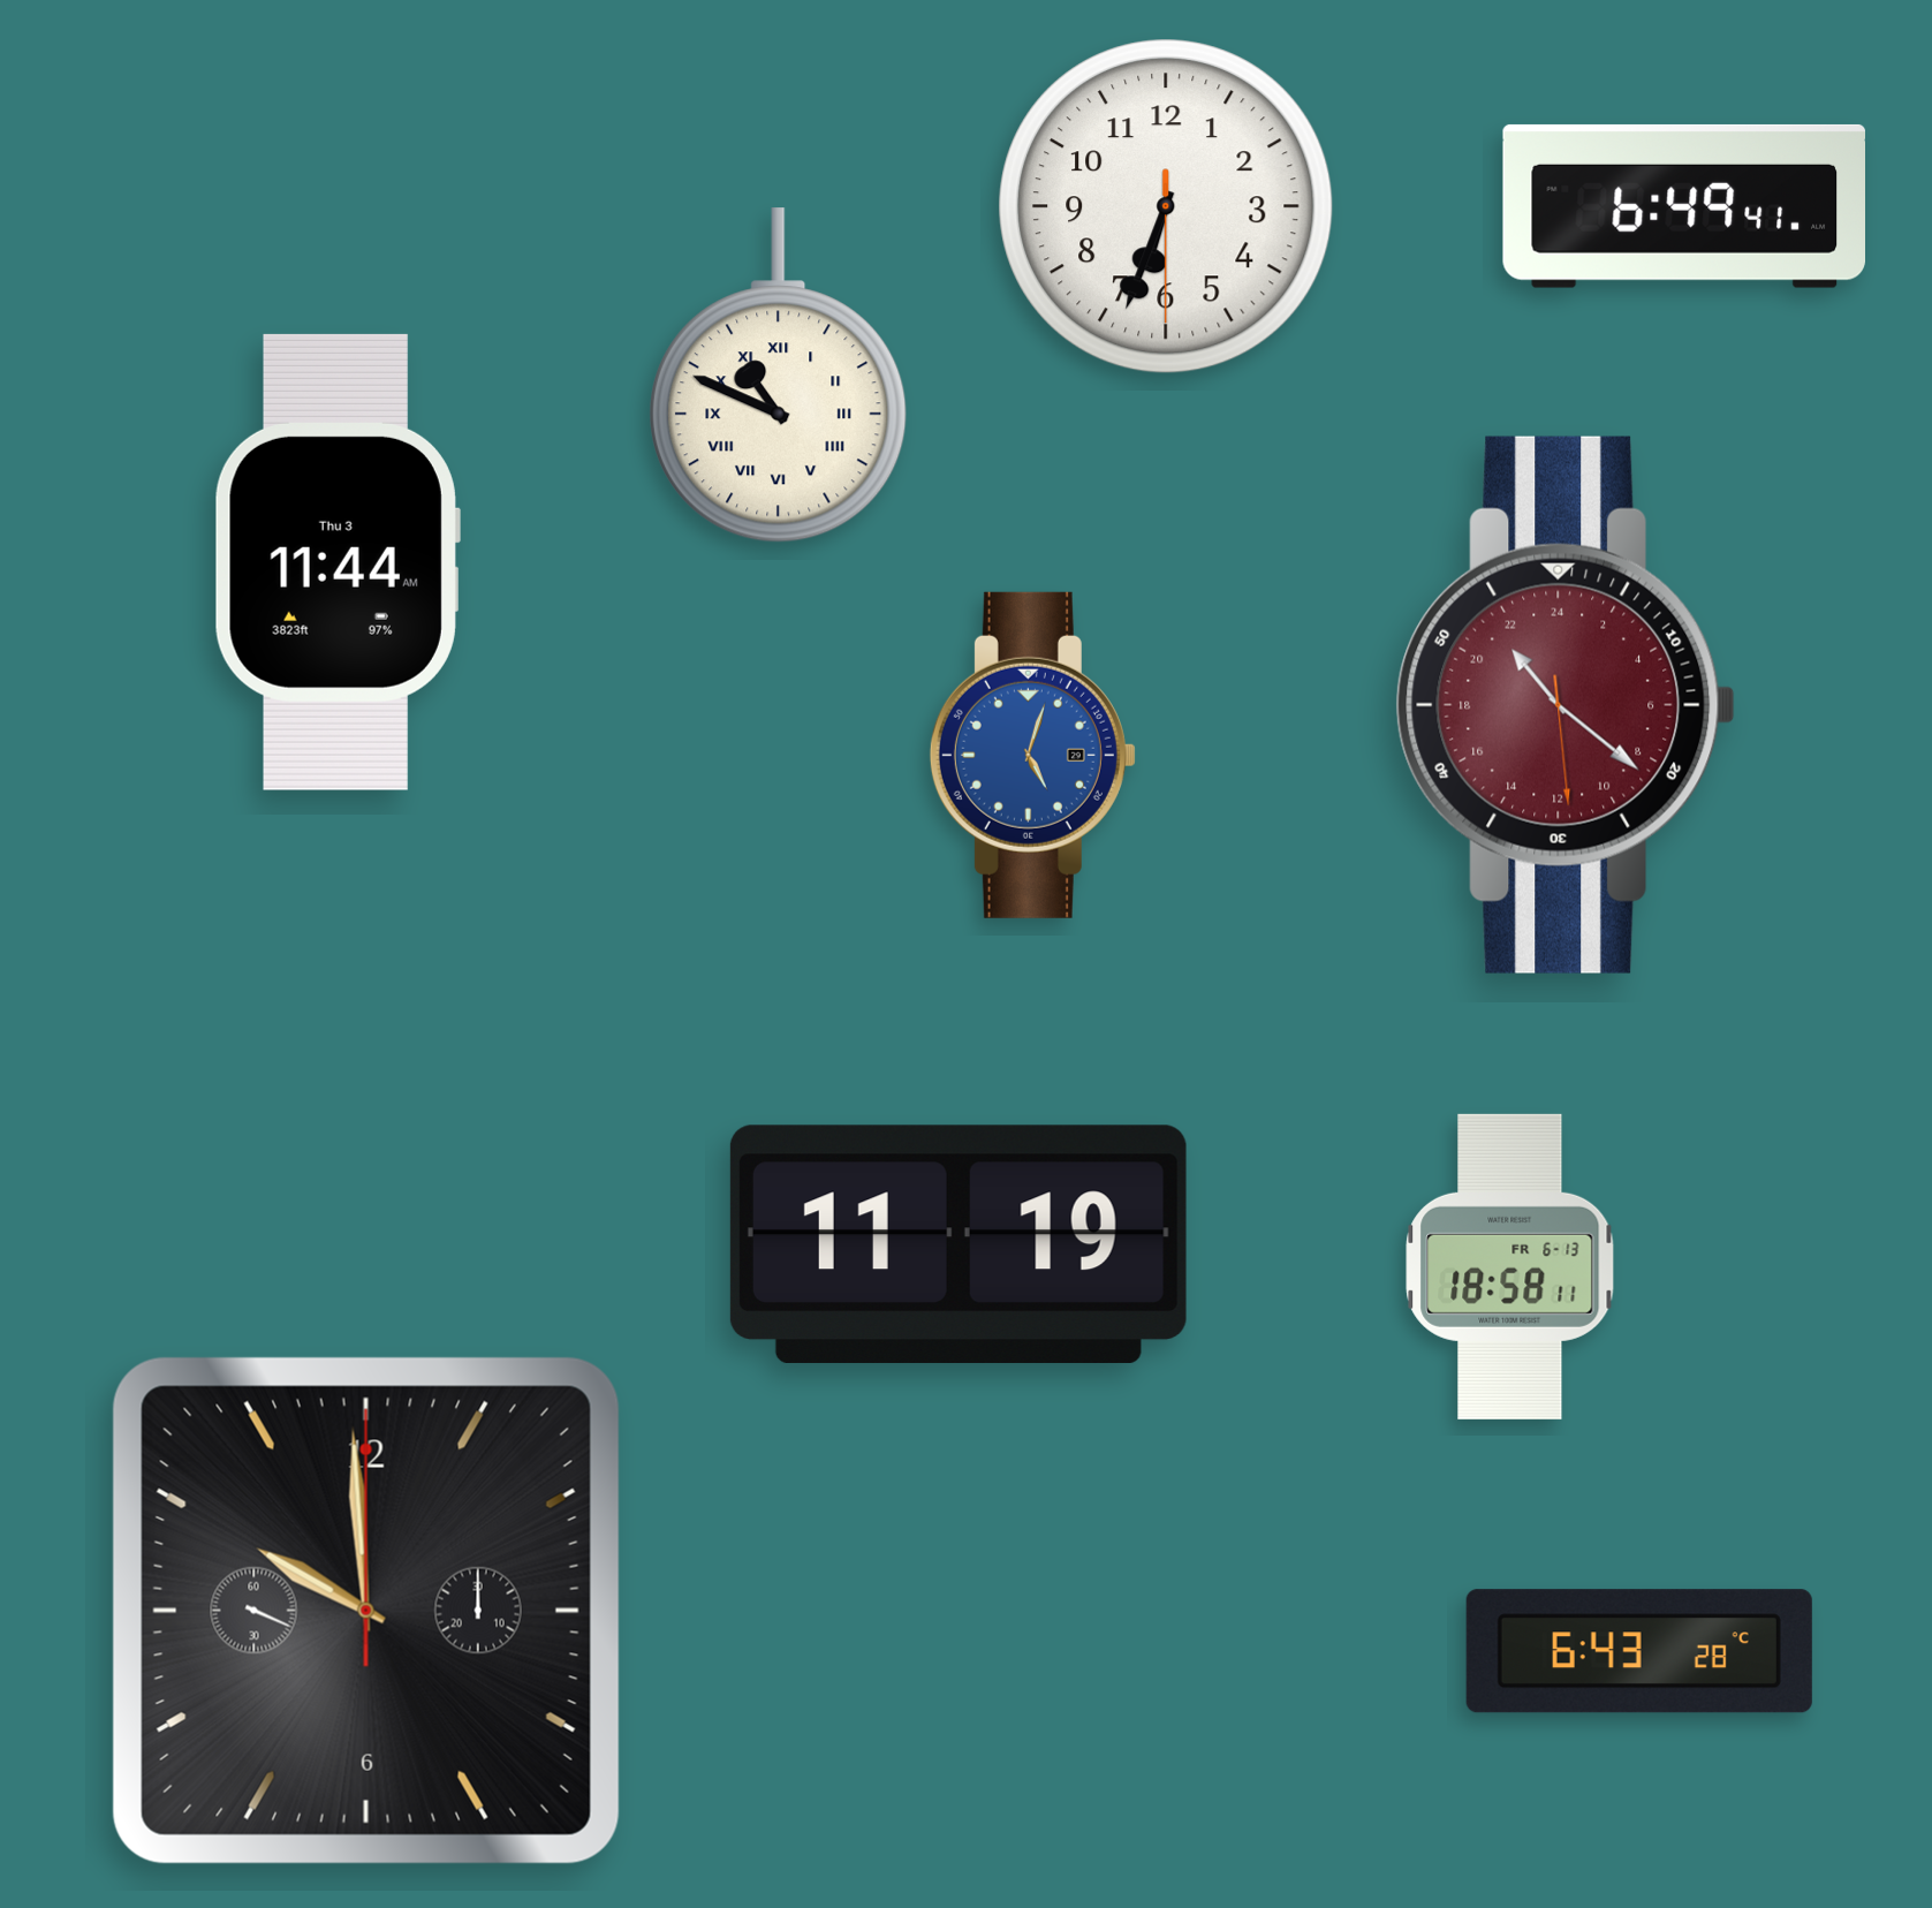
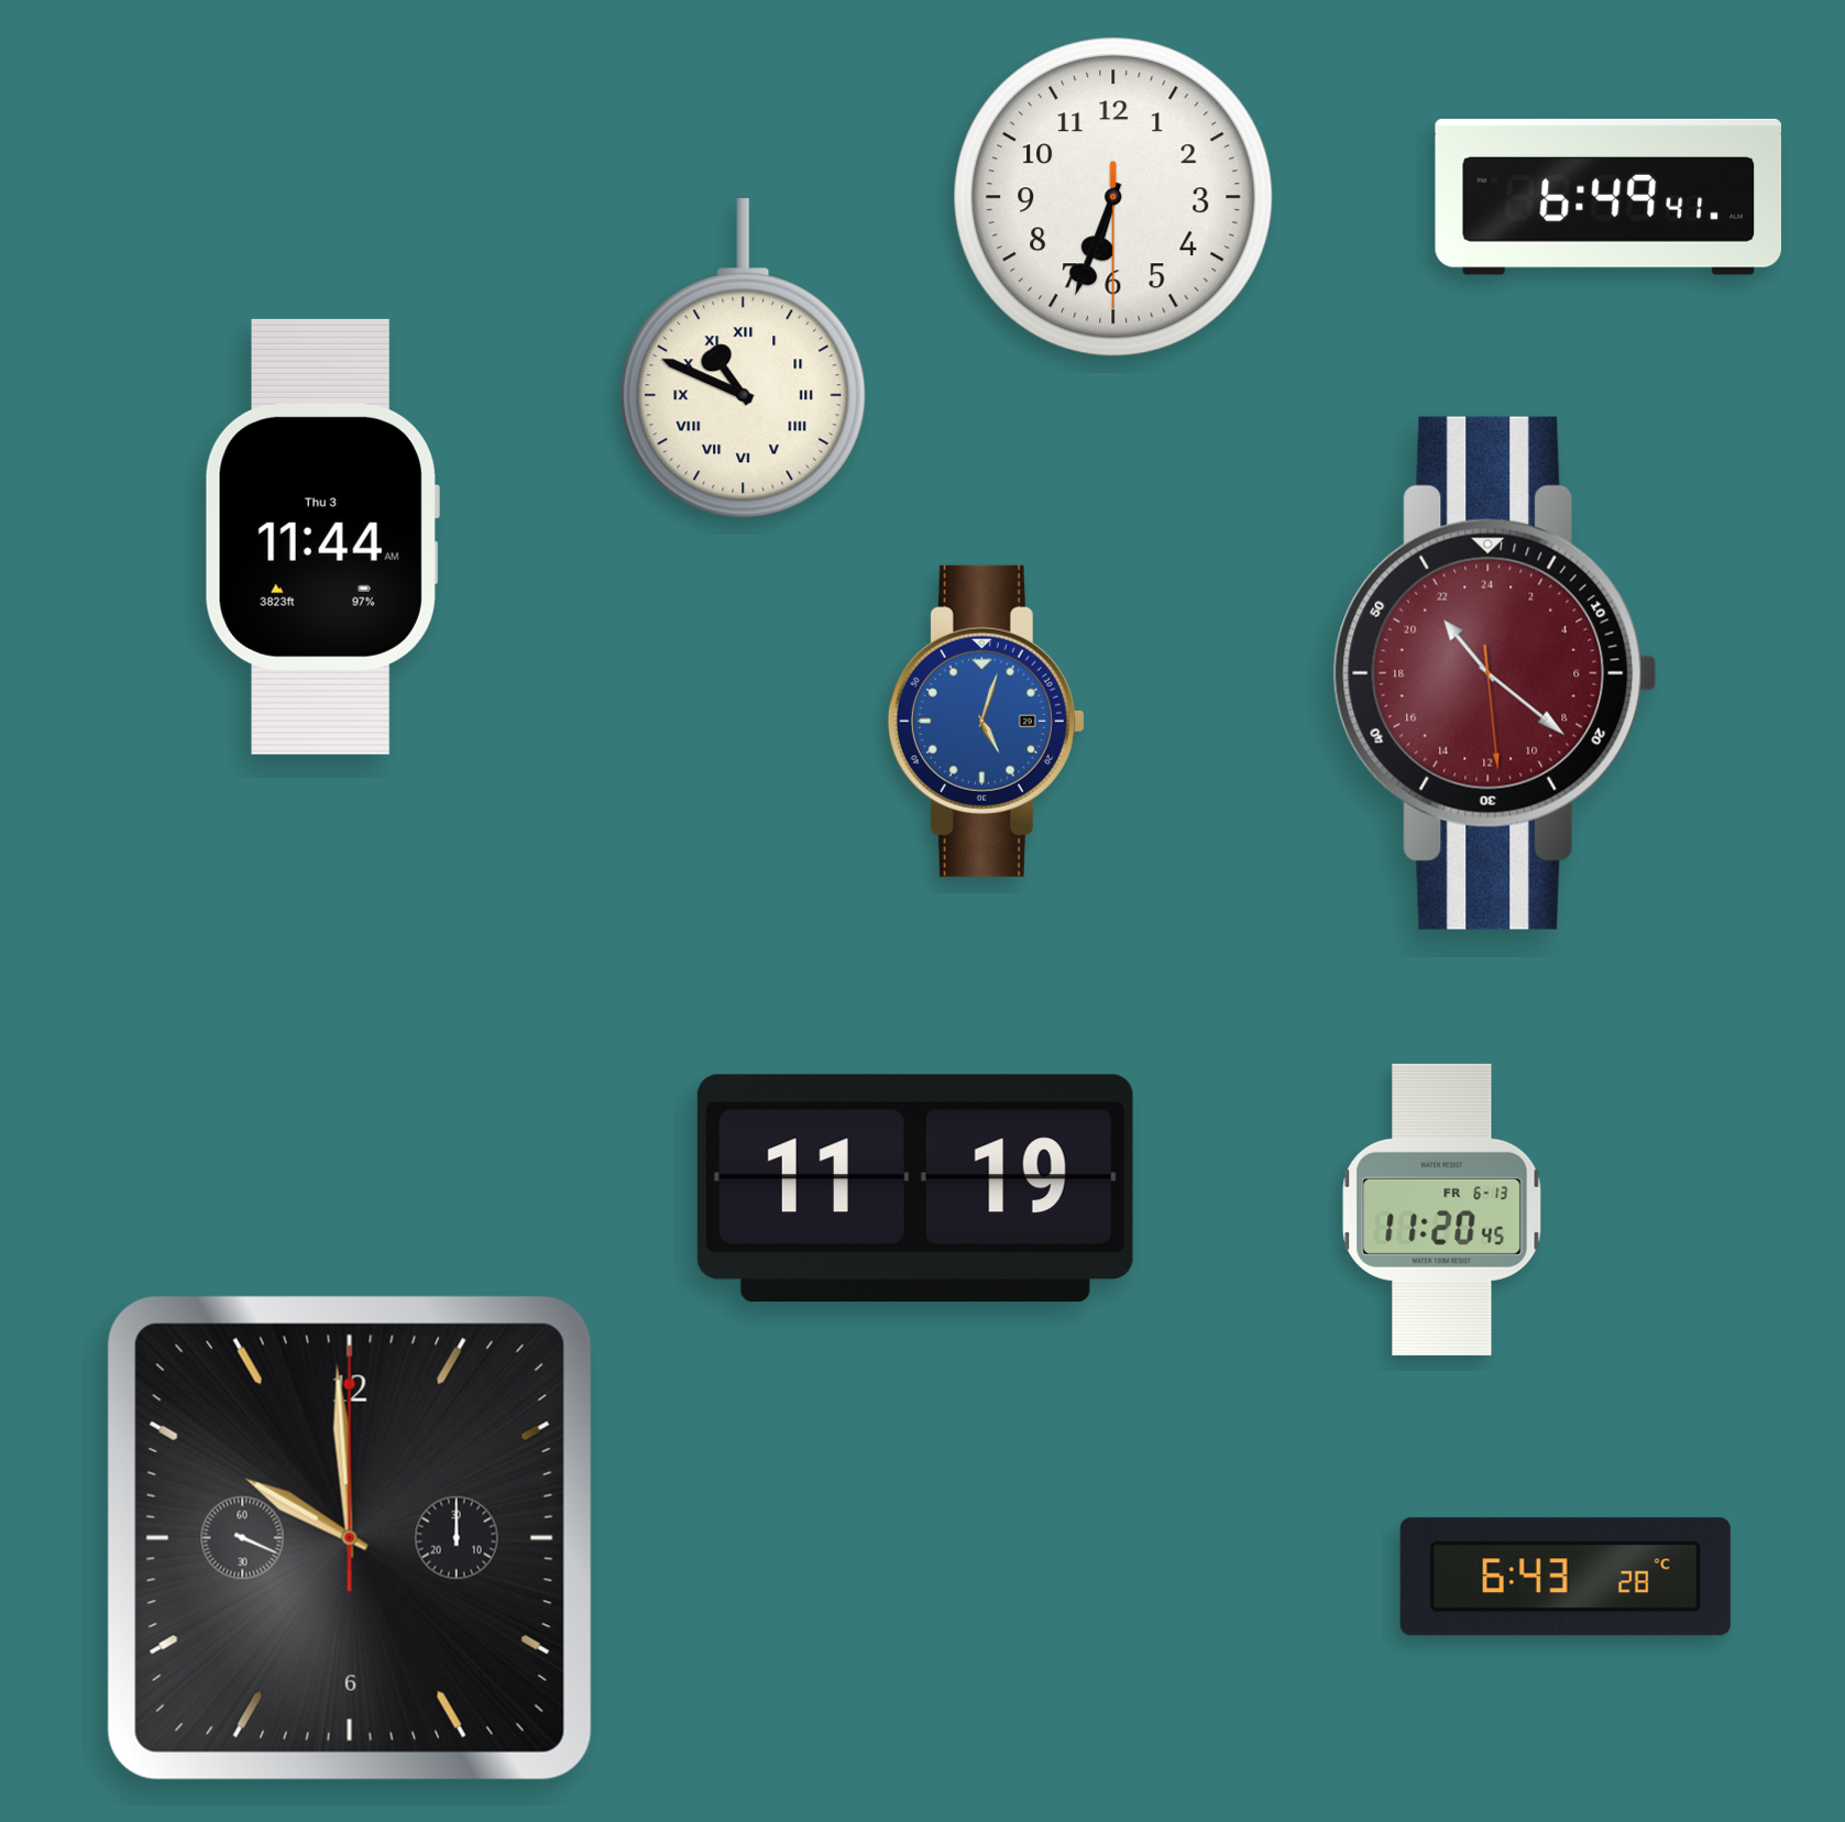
clock at (1510, 1266): 18:58 -> 11:20
